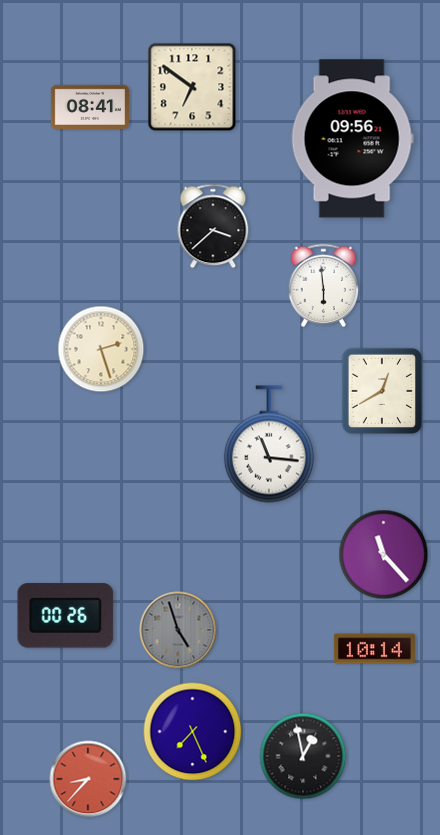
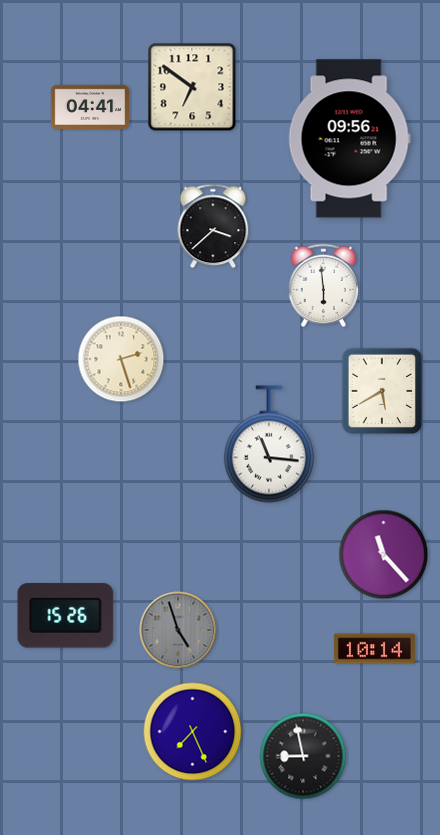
clock at (89, 107): 08:41 -> 04:41
clock at (352, 139) position: (352, 139) -> (349, 139)
clock at (101, 349) position: (101, 349) -> (121, 359)
clock at (381, 390): 12:40 -> 5:40
clock at (66, 616): 00:26 -> 15:26
clock at (303, 756): 12:58 -> 8:58
clock at (88, 779): 8:37 -> none
